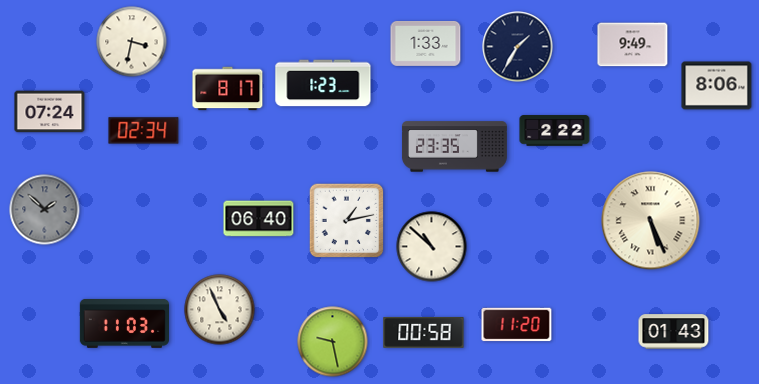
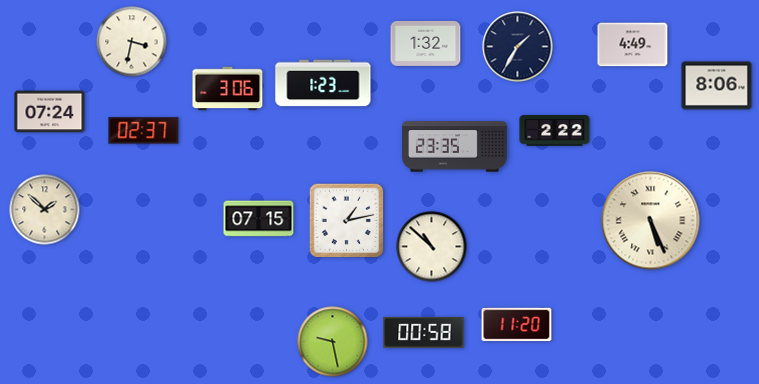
clock at (426, 44): 1:33 -> 1:32
clock at (633, 45): 9:49 -> 4:49
clock at (228, 89): 8:17 -> 3:06
clock at (144, 131): 02:34 -> 02:37
clock at (45, 210) dial: grey -> cream
clock at (259, 219): 06:40 -> 07:15
clock at (220, 310): 4:56 -> none
clock at (124, 323): 11:03 -> none
clock at (674, 332): 01:43 -> none
